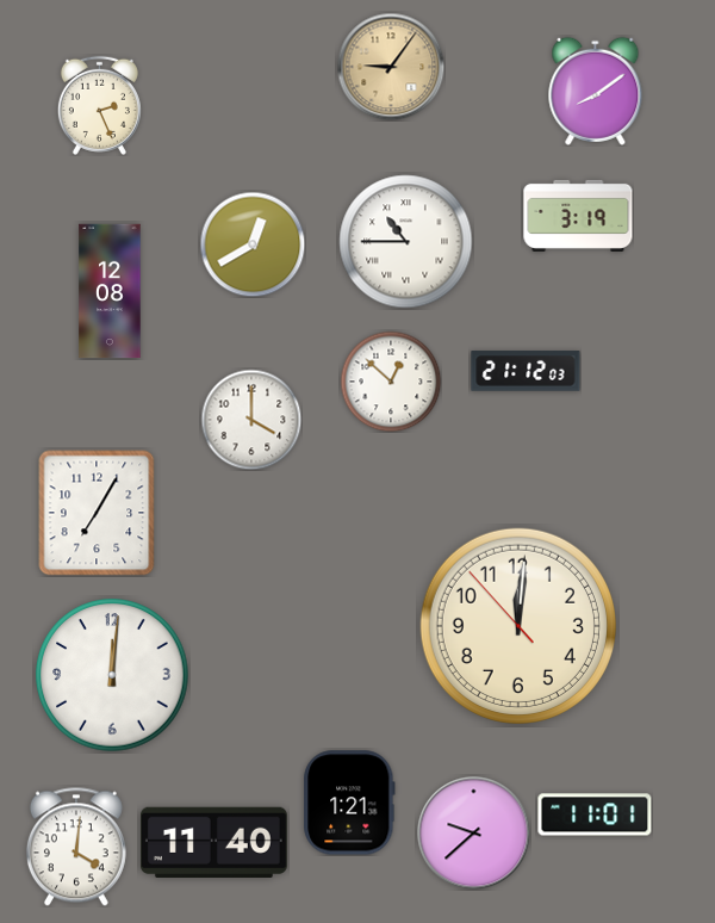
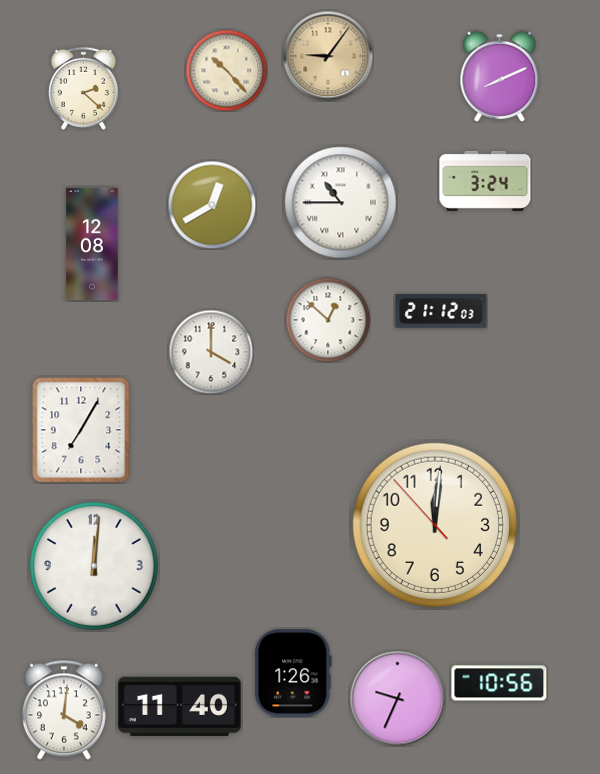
clock at (226, 70): none -> 10:23
clock at (596, 91): 8:09 -> 8:11
clock at (99, 105): 2:26 -> 2:22
clock at (578, 216): 3:19 -> 3:24
clock at (349, 803): 1:21 -> 1:26
clock at (595, 814): 11:01 -> 10:56
clock at (473, 832): 9:38 -> 9:34
